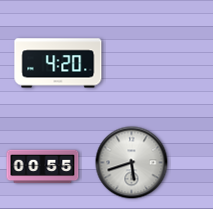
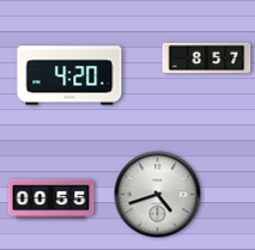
clock at (207, 59): none -> 8:57
clock at (132, 163): 5:42 -> 4:42
